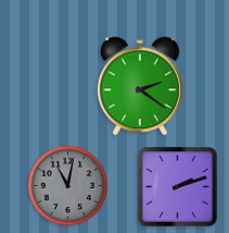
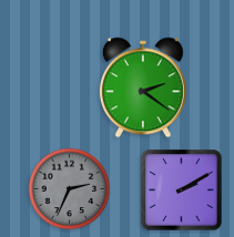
clock at (68, 186): 11:02 -> 2:34
clock at (178, 187): 2:12 -> 2:10
